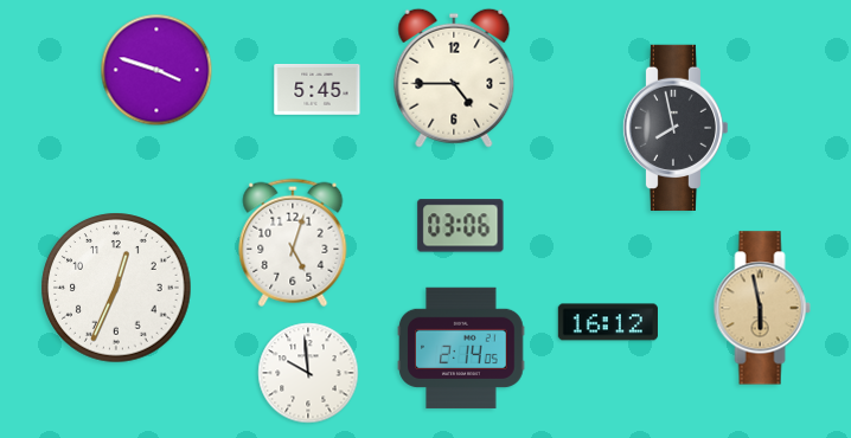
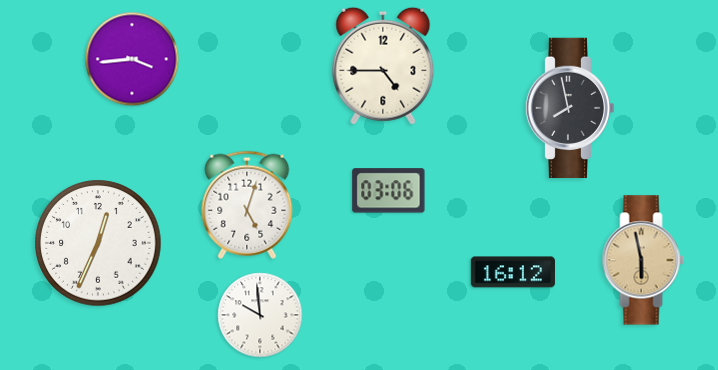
clock at (156, 70): 3:48 -> 3:44
clock at (318, 90): 5:45 -> none
clock at (461, 348): 2:14 -> none
